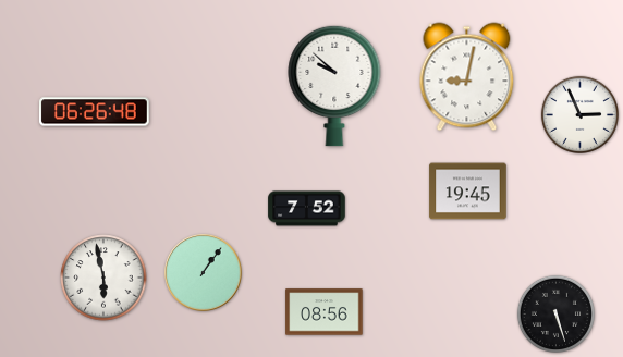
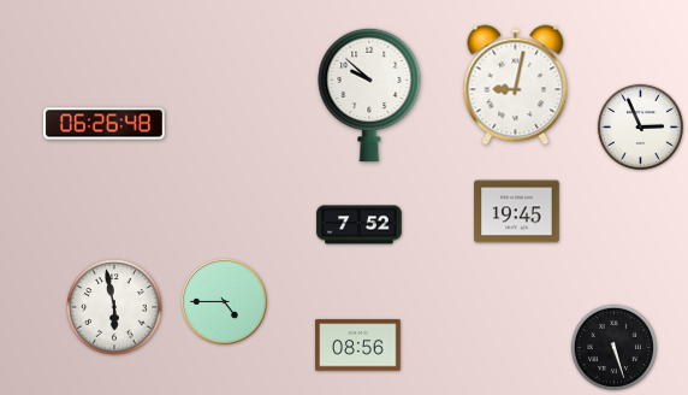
clock at (307, 209) position: (307, 209) -> (360, 225)
clock at (204, 273): 1:06 -> 4:45
